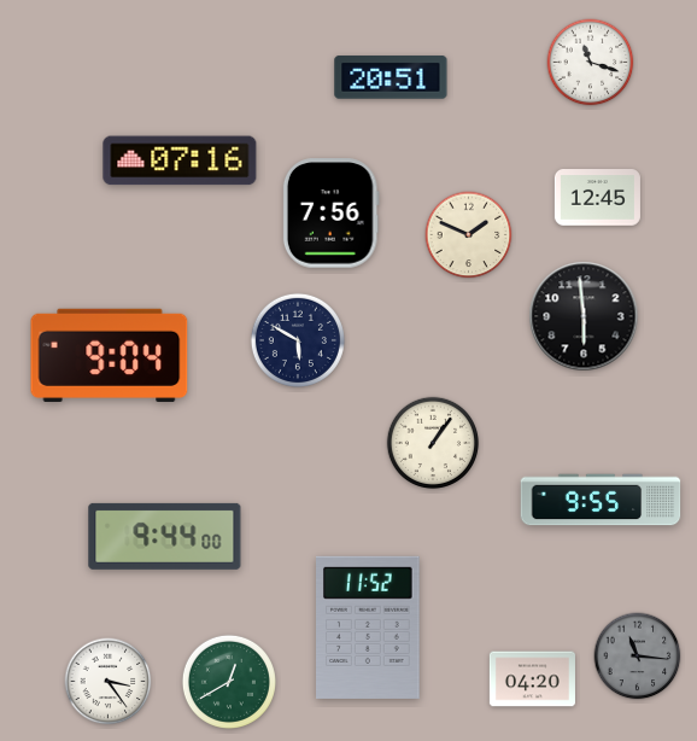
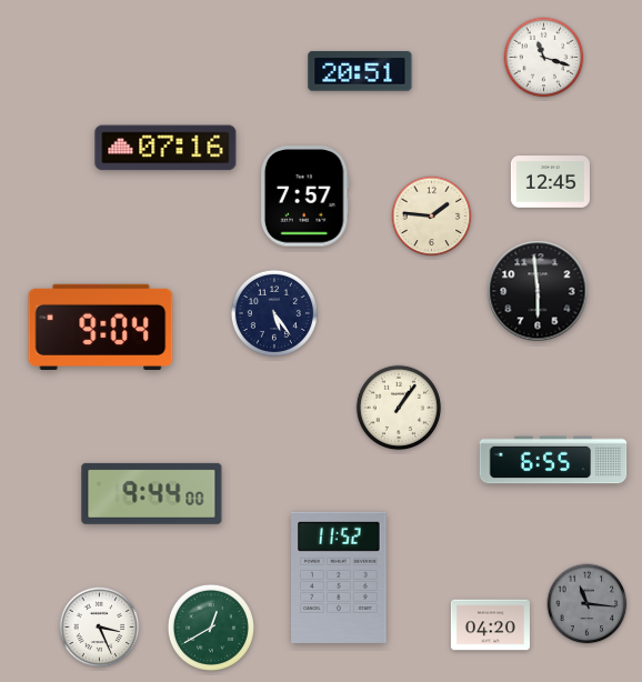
clock at (330, 214): 7:56 -> 7:57
clock at (469, 235): 1:49 -> 1:46
clock at (298, 340): 5:50 -> 5:24
clock at (601, 500): 9:55 -> 6:55
clock at (109, 682): 3:24 -> 3:26
